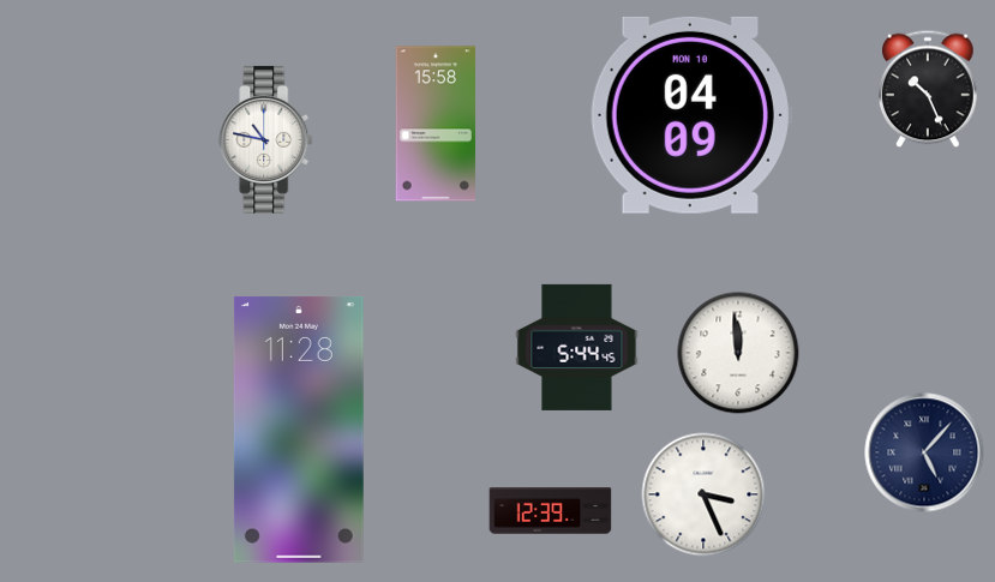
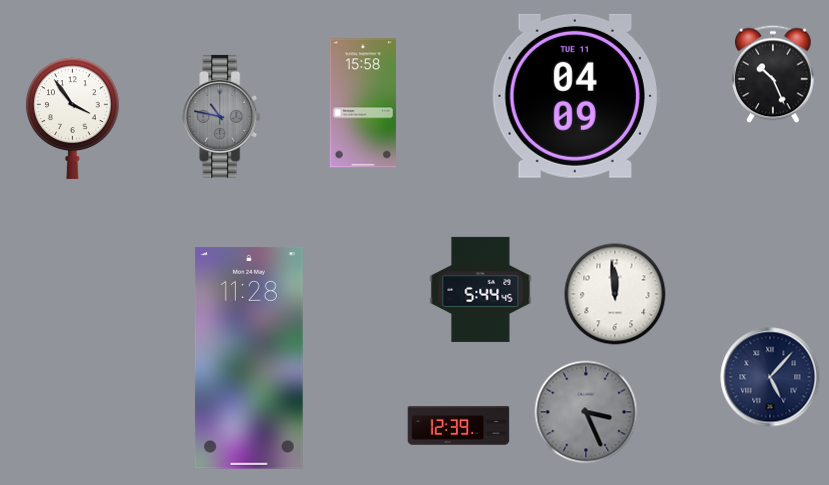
clock at (691, 115) date: MON 10 -> TUE 11
clock at (266, 139) dial: white -> grey
clock at (73, 118): none -> 3:54
clock at (703, 494) dial: white -> grey
